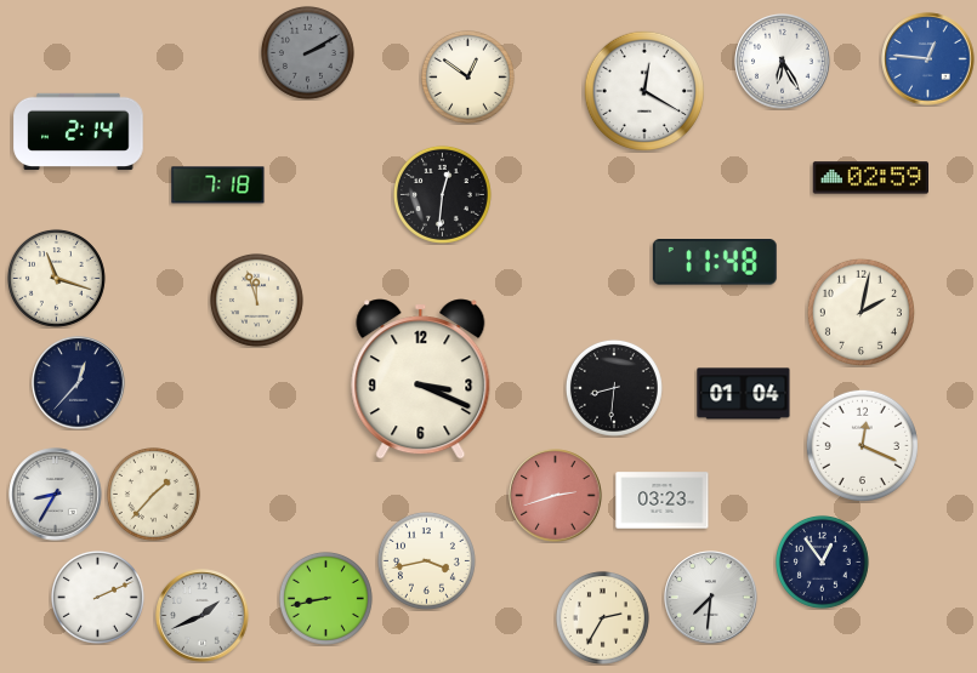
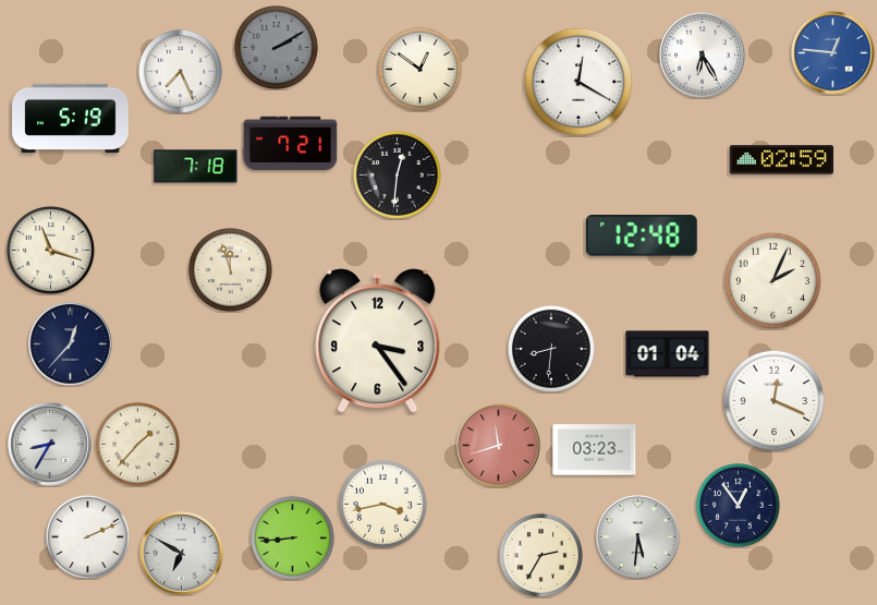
clock at (180, 71): none -> 7:26
clock at (79, 132): 2:14 -> 5:19
clock at (291, 144): none -> 7:21
clock at (715, 263): 11:48 -> 12:48
clock at (860, 312): 2:02 -> 2:04
clock at (421, 380): 3:19 -> 3:24
clock at (556, 496): 2:42 -> 11:42
clock at (325, 598): 8:43 -> 8:44
clock at (711, 598): 7:31 -> 5:31
clock at (203, 616): 1:41 -> 6:50
